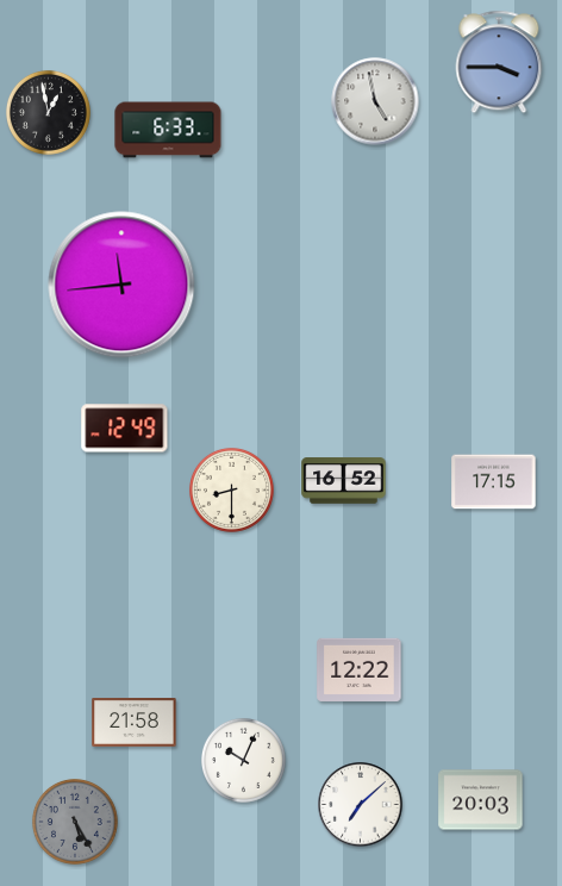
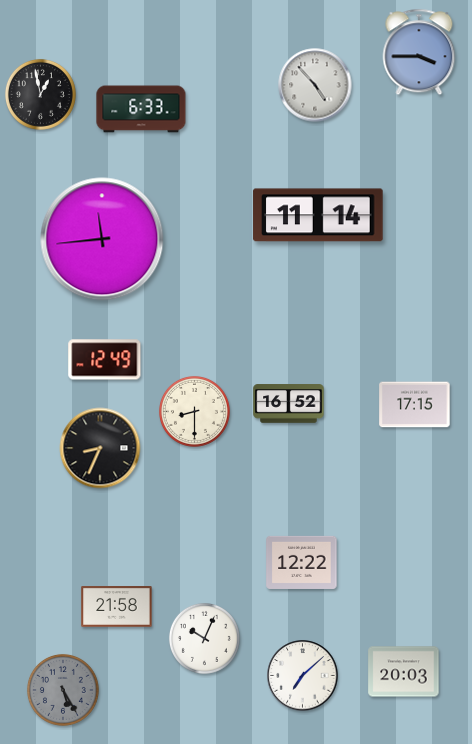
clock at (375, 101): 4:58 -> 4:53
clock at (318, 215): none -> 11:14
clock at (100, 448): none -> 8:34
clock at (135, 723) position: (135, 723) -> (117, 607)
